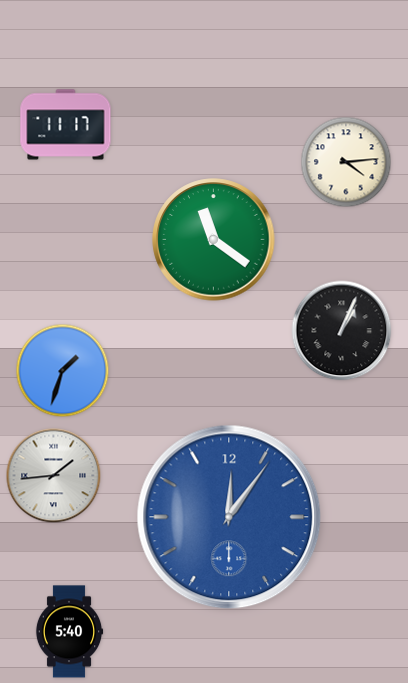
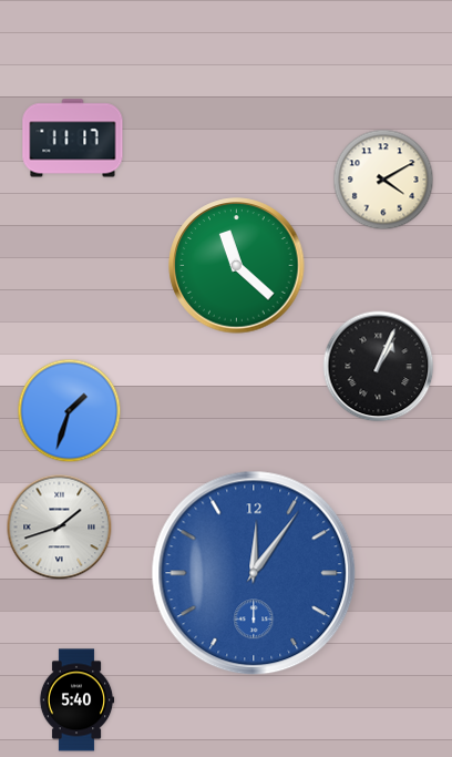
clock at (346, 162): 4:14 -> 4:10
clock at (214, 240): 11:21 -> 11:22
clock at (54, 476): 1:44 -> 1:42
